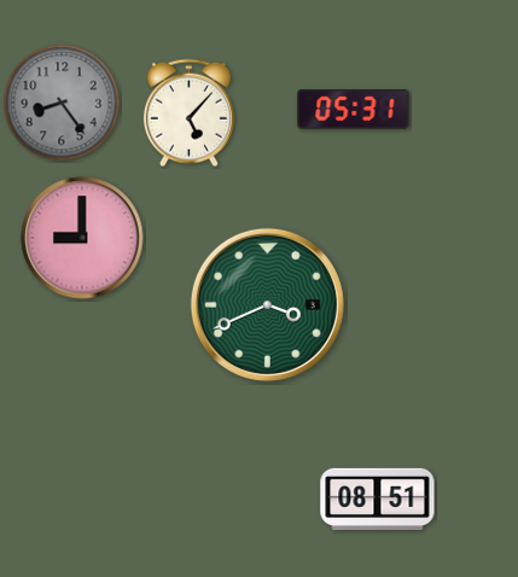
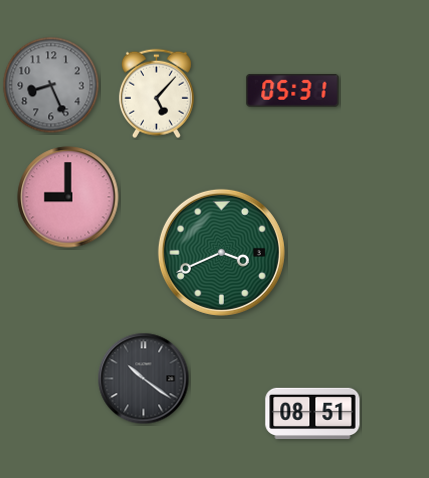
clock at (62, 103): 8:24 -> 8:26
clock at (144, 379): none -> 10:21
